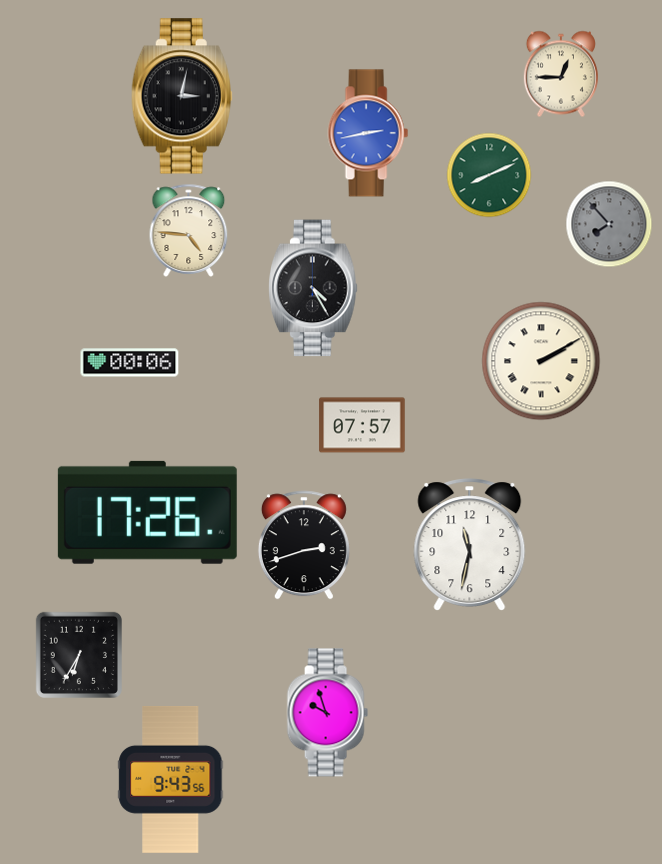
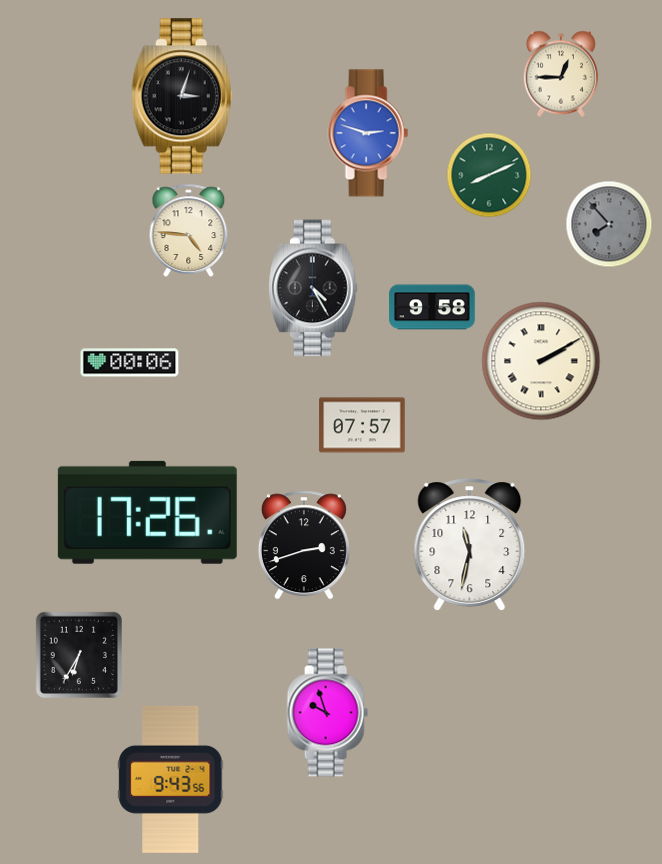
clock at (182, 96): 3:02 -> 3:03
clock at (368, 133): 2:43 -> 2:48
clock at (432, 307): none -> 9:58
